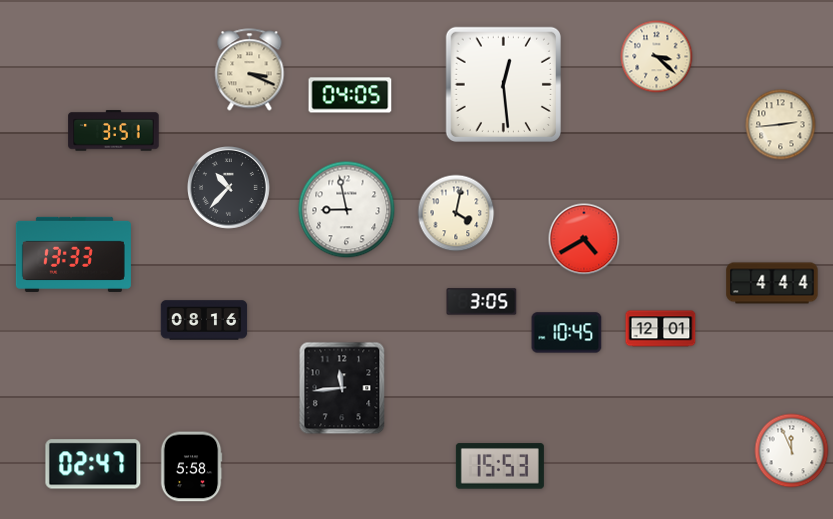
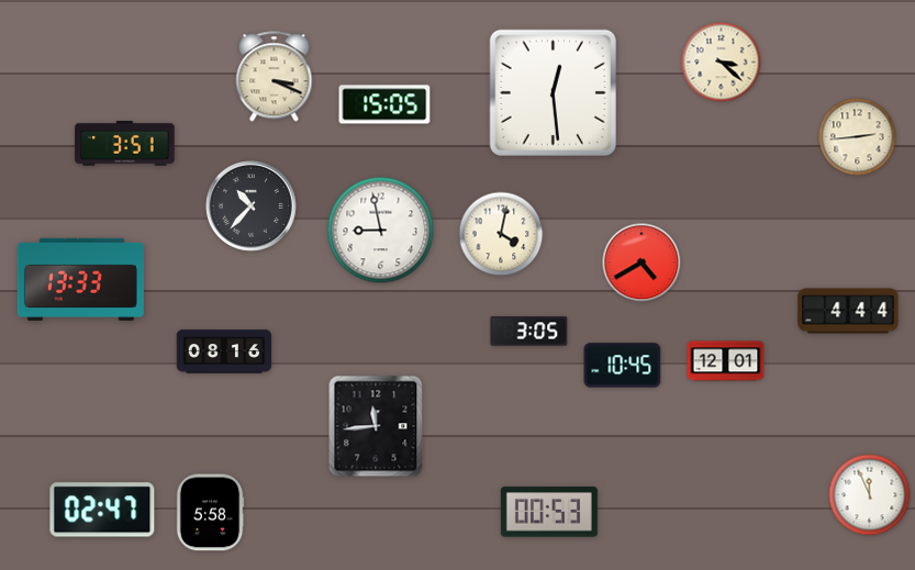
clock at (350, 95): 04:05 -> 15:05
clock at (500, 466): 15:53 -> 00:53
